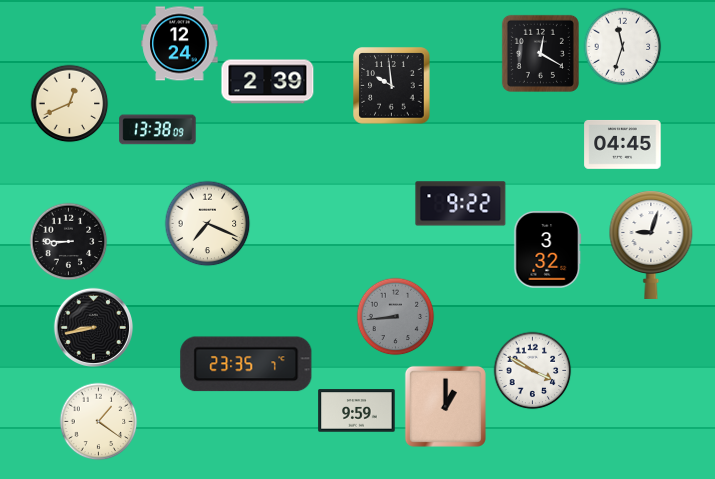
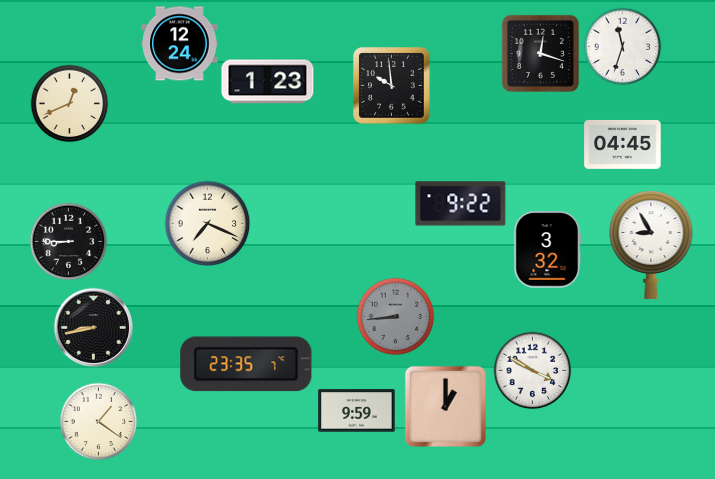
clock at (540, 53): 12:20 -> 12:18
clock at (268, 82): 2:39 -> 1:23
clock at (158, 130): 13:38 -> none
clock at (651, 245): 9:03 -> 8:55
